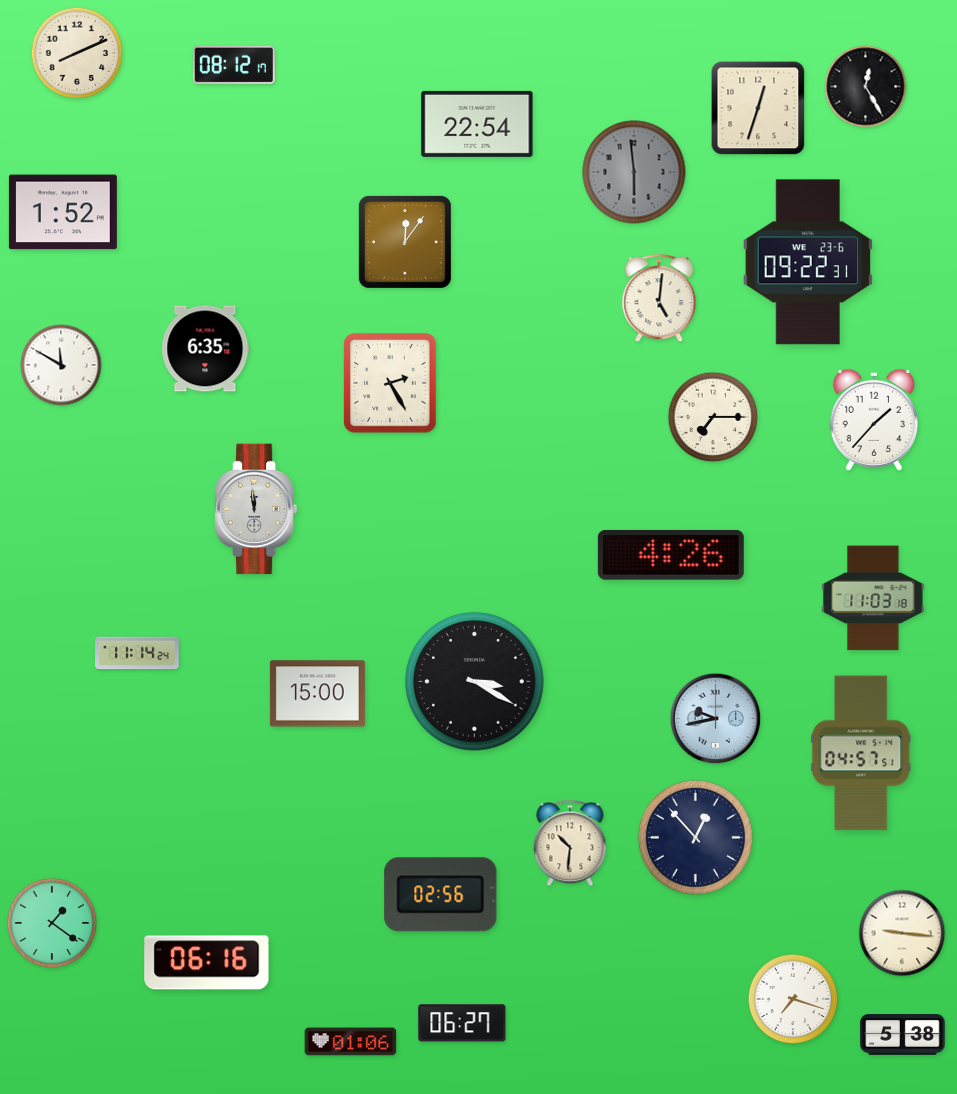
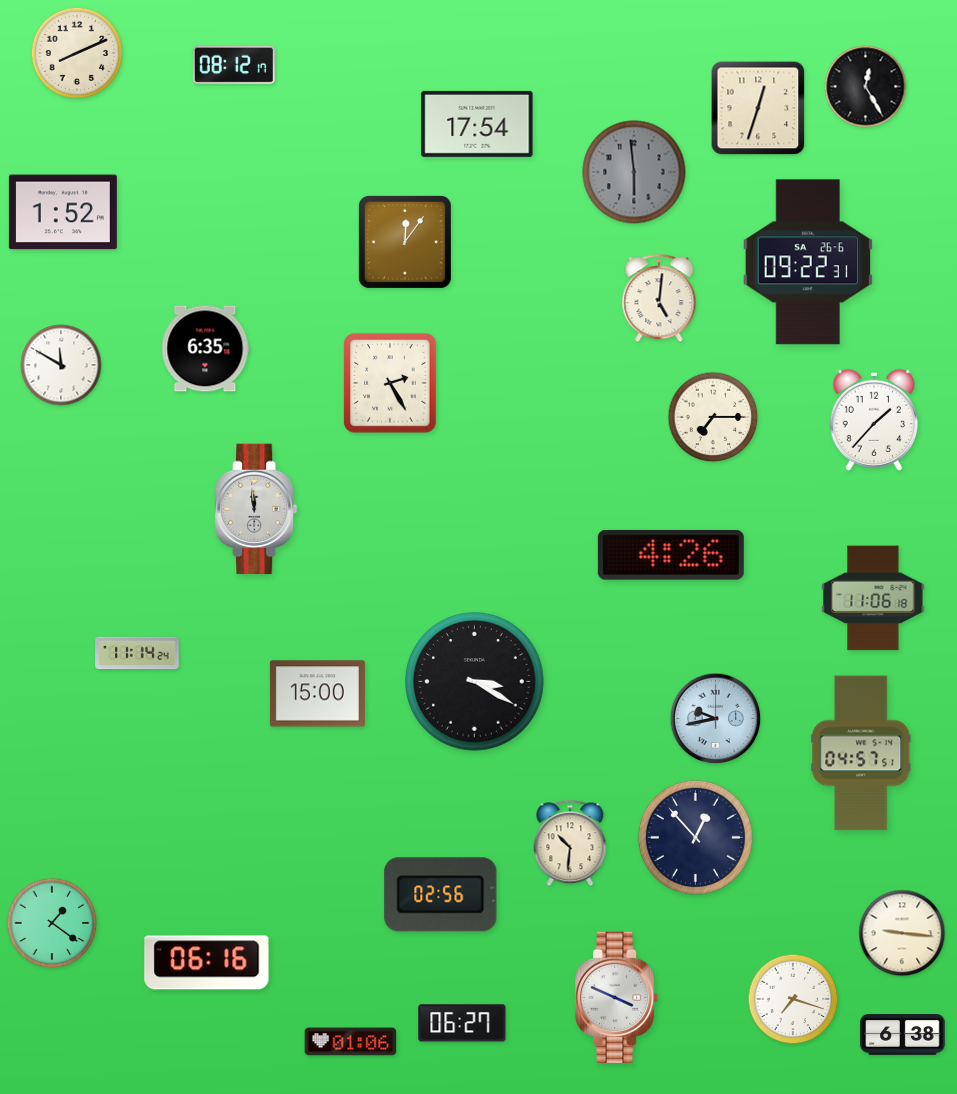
clock at (477, 124): 22:54 -> 17:54
clock at (808, 262) date: WE 23-6 -> SA 26-6
clock at (873, 598): 11:03 -> 11:06
clock at (618, 997): none -> 3:49
clock at (903, 1035): 5:38 -> 6:38
